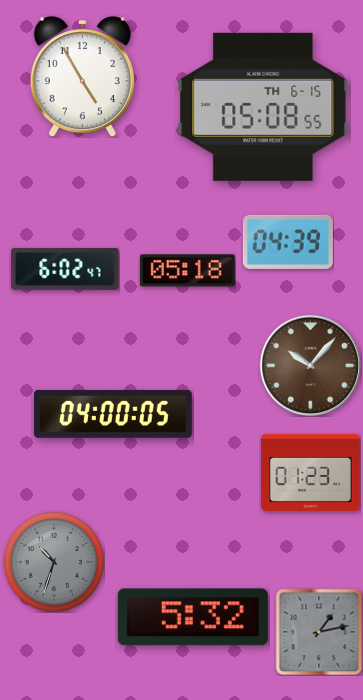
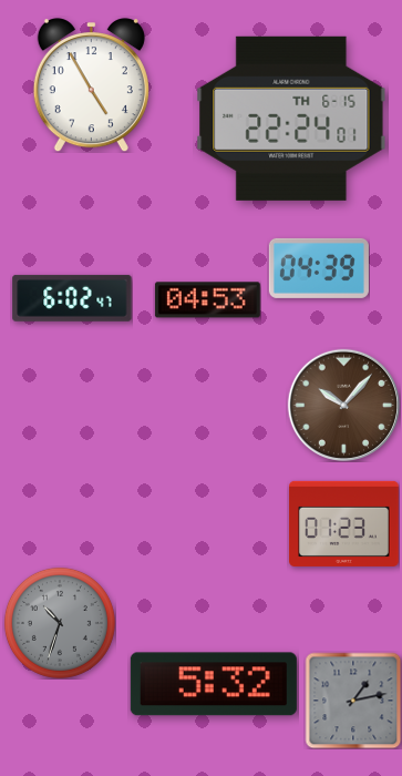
clock at (263, 107): 05:08 -> 22:24
clock at (187, 271): 05:18 -> 04:53
clock at (113, 414): 04:00 -> none
